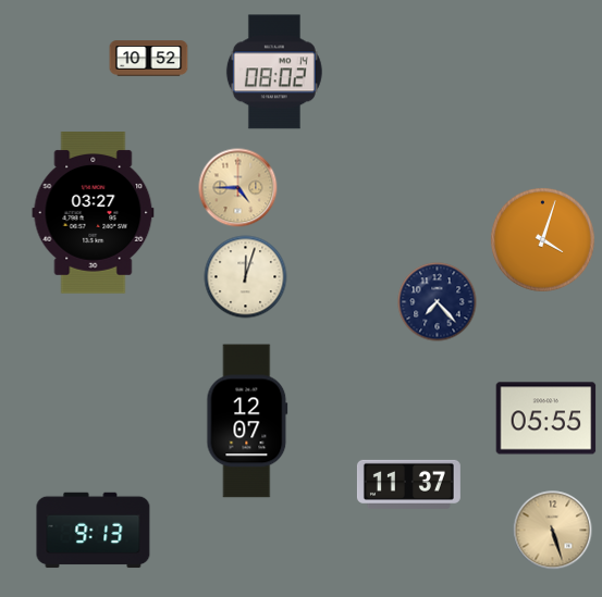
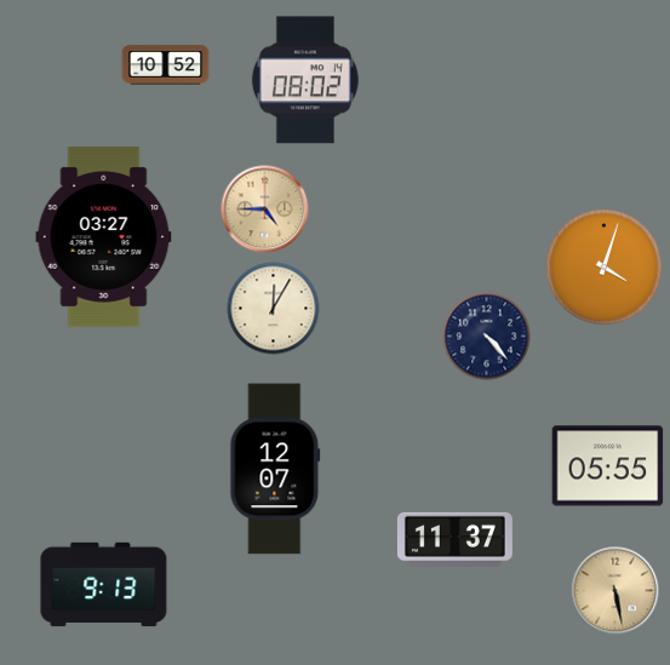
clock at (246, 277): 12:03 -> 12:05
clock at (438, 302): 7:23 -> 4:23
clock at (94, 531) position: (94, 531) -> (104, 585)
clock at (553, 531): 5:27 -> 5:28
